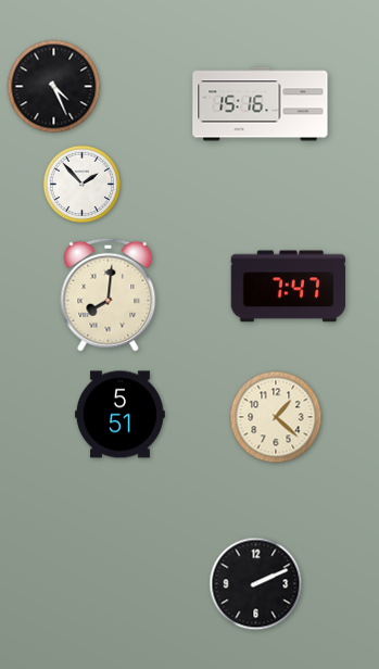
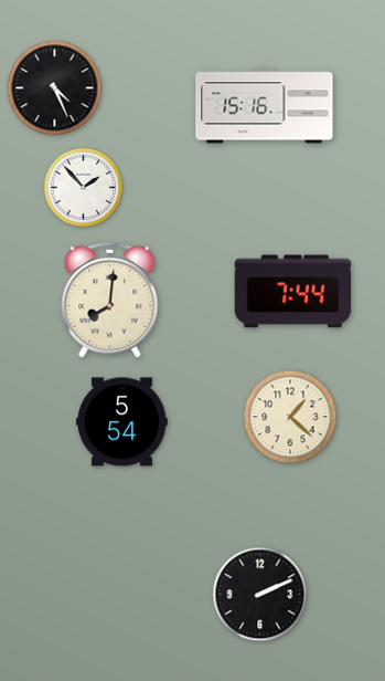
clock at (289, 287): 7:47 -> 7:44
clock at (119, 415): 5:51 -> 5:54
clock at (276, 417) position: (276, 417) -> (290, 417)
